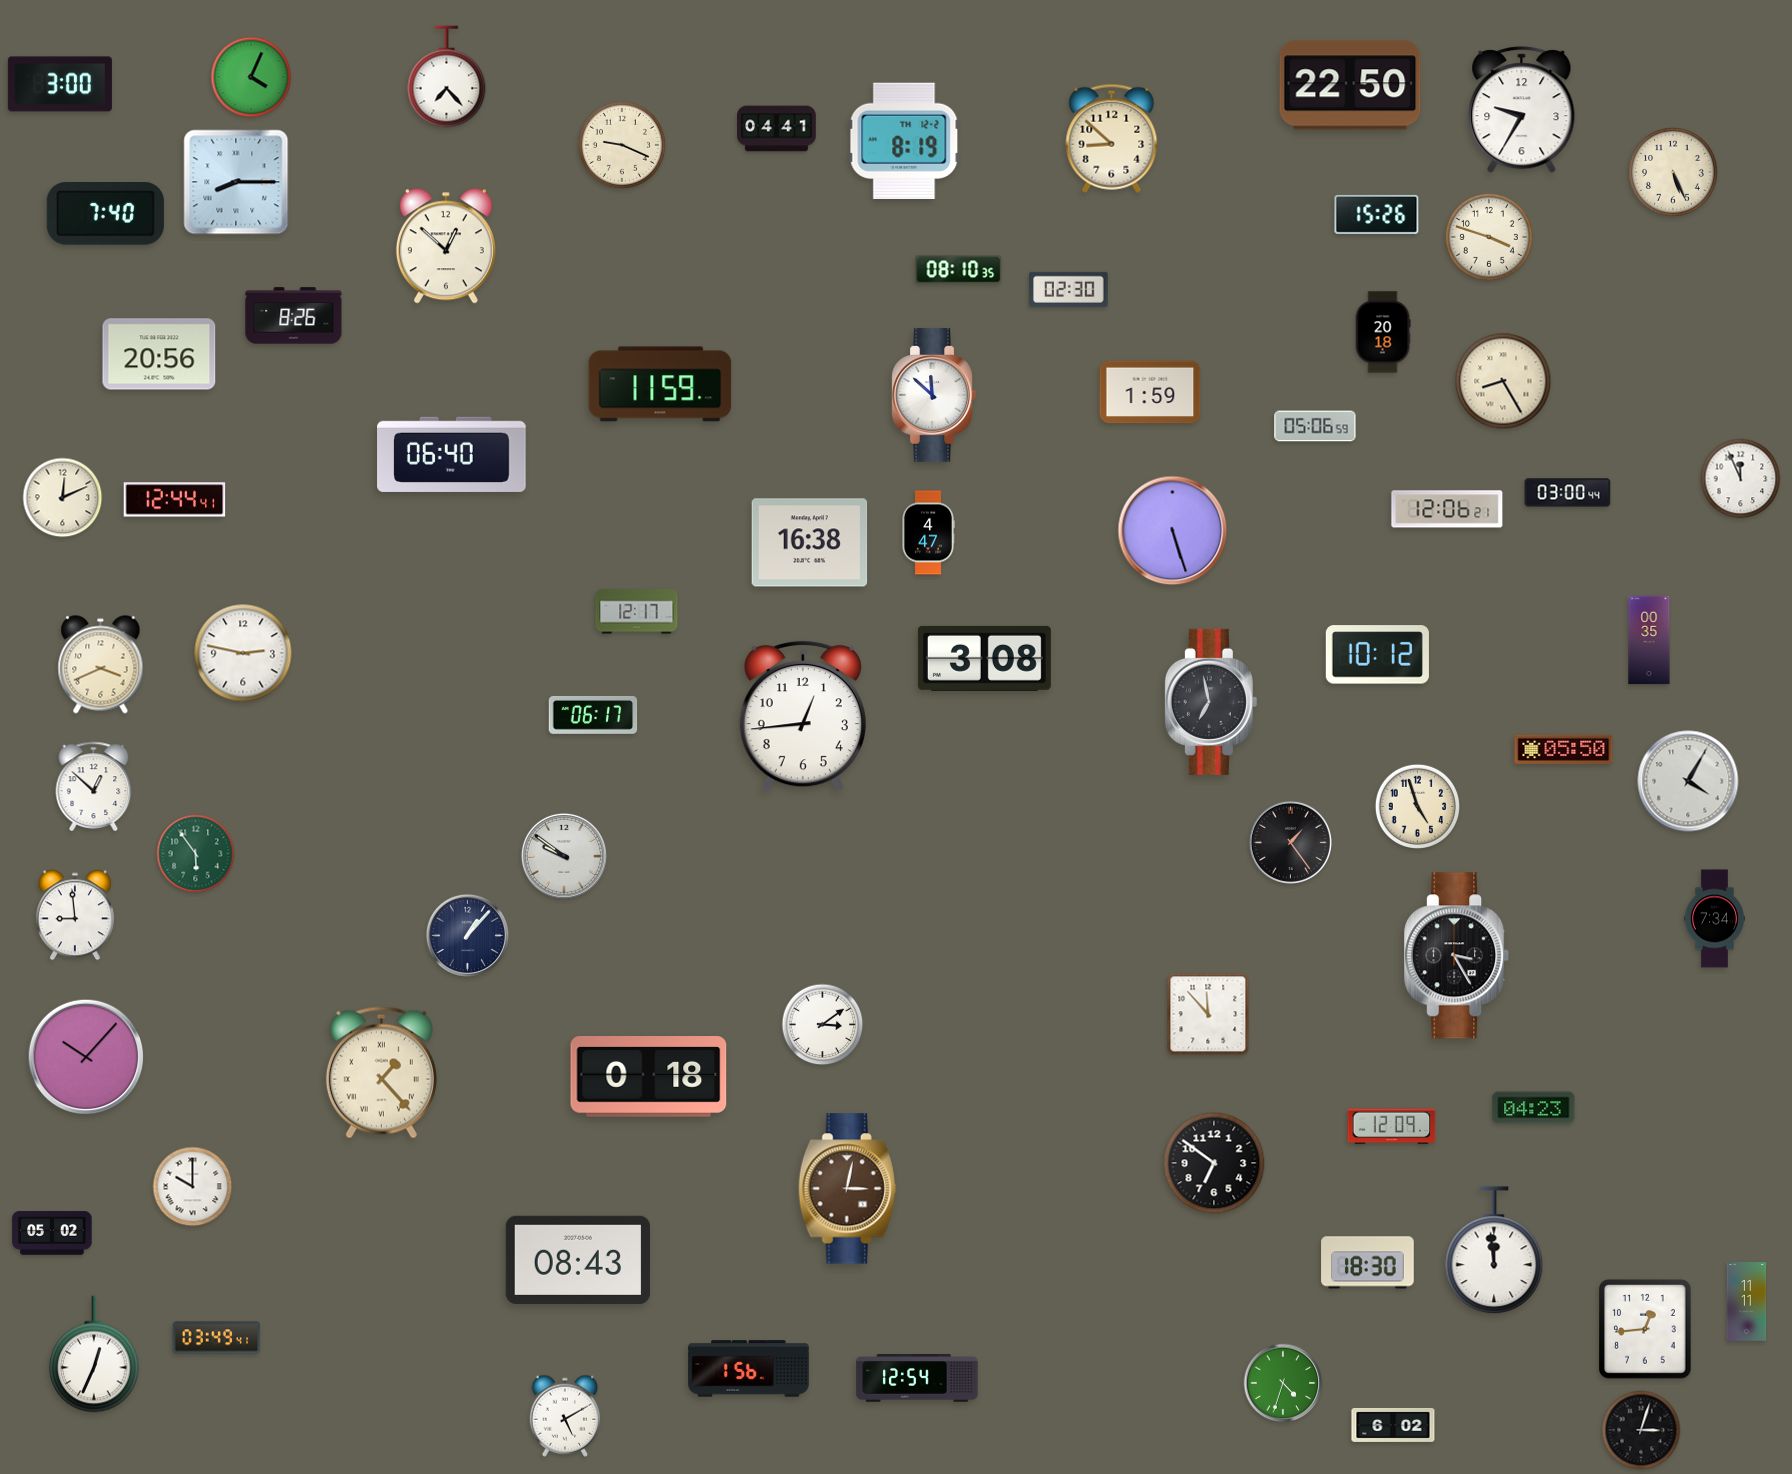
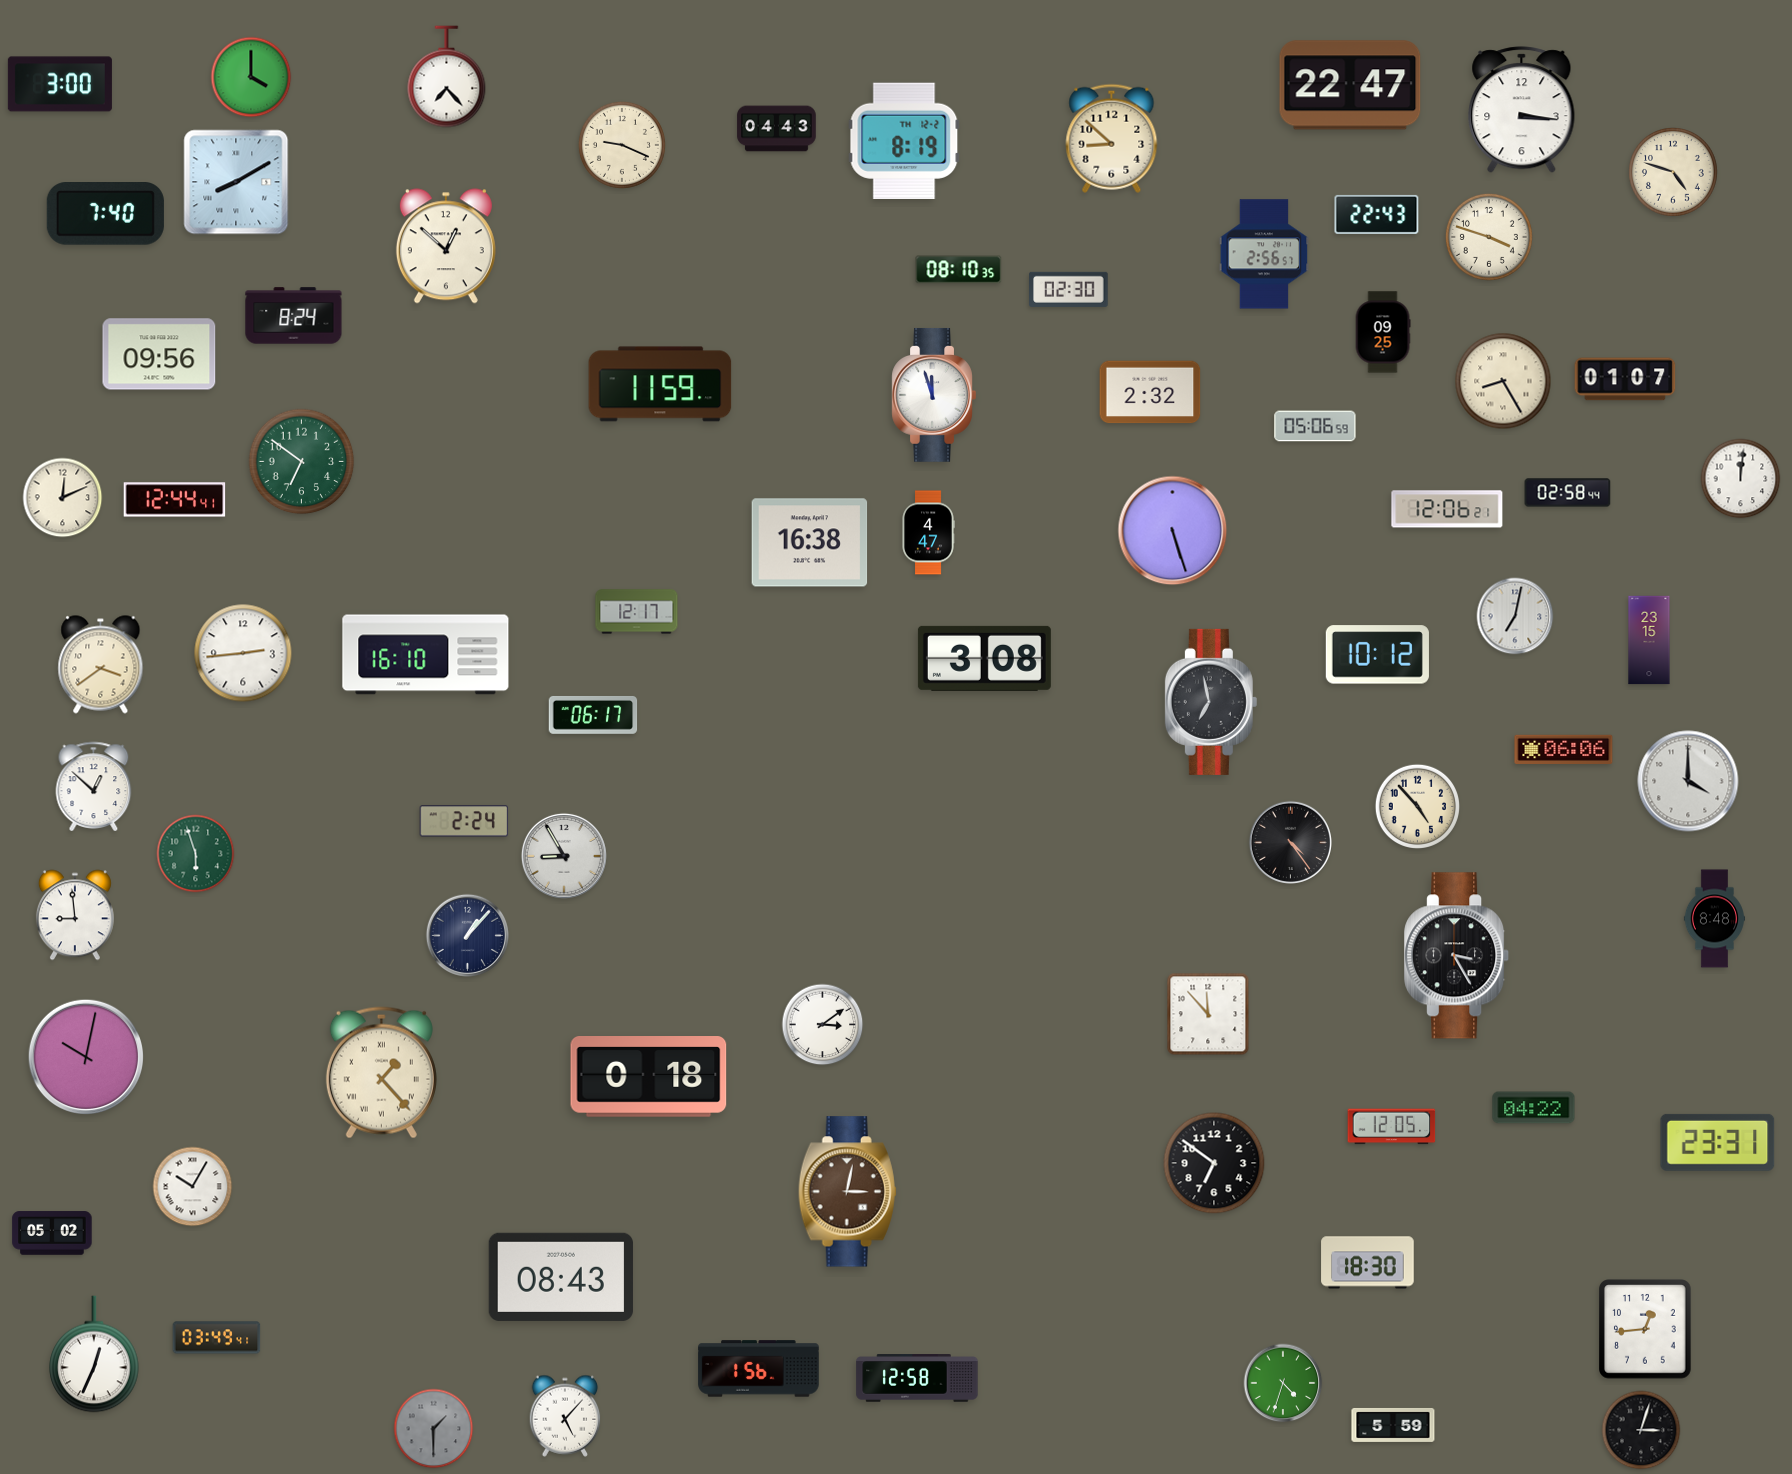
clock at (251, 77): 4:04 -> 4:00
clock at (1350, 85): 22:50 -> 22:47
clock at (1522, 110): 9:35 -> 3:16
clock at (777, 129): 04:41 -> 04:43
clock at (1674, 173): 5:26 -> 4:48
clock at (236, 182): 8:15 -> 8:10
clock at (1377, 214): 15:26 -> 22:43
clock at (1264, 254): none -> 2:56
clock at (294, 316): 8:26 -> 8:24
clock at (1383, 332): 20:18 -> 09:25
clock at (159, 354): 20:56 -> 09:56
clock at (1625, 379): none -> 01:07
clock at (1150, 392): 1:59 -> 2:32
clock at (934, 395): 11:52 -> 11:57
clock at (452, 454): 06:40 -> none
clock at (302, 462): none -> 6:51
clock at (1741, 479): 11:56 -> 12:01
clock at (1568, 493): 03:00 -> 02:58
clock at (1515, 616): none -> 7:02
clock at (1649, 640): 00:35 -> 23:15
clock at (243, 653): 2:47 -> 2:44
clock at (426, 655): none -> 16:10
clock at (101, 665): 3:41 -> 3:39
clock at (803, 716): 12:44 -> none
clock at (1564, 749): 05:50 -> 06:06
clock at (1688, 781): 4:05 -> 4:00
clock at (1417, 806): 4:57 -> 4:53
clock at (464, 821): none -> 2:24
clock at (1290, 842): 1:24 -> 4:24
clock at (196, 854): 5:54 -> 5:57
clock at (564, 856): 9:51 -> 8:55
clock at (1714, 919): 7:34 -> 8:48
clock at (85, 1056): 10:07 -> 10:02
clock at (1534, 1108): 04:23 -> 04:22
clock at (1392, 1127): 12:09 -> 12:05
clock at (1718, 1142): none -> 23:31
clock at (193, 1187): 10:00 -> 10:05
clock at (847, 1189) position: (847, 1189) -> (847, 1192)
clock at (1494, 1251): 11:59 -> none
clock at (578, 1260) position: (578, 1260) -> (561, 1277)
clock at (1747, 1302): 11:11 -> none
clock at (749, 1369) position: (749, 1369) -> (759, 1369)
clock at (917, 1378): 12:54 -> 12:58
clock at (565, 1416): 5:10 -> 5:07
clock at (1393, 1425): 6:02 -> 5:59
clock at (434, 1429): none -> 1:30
